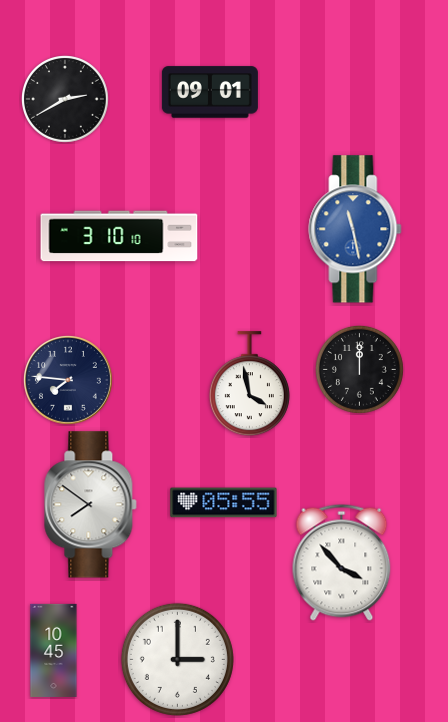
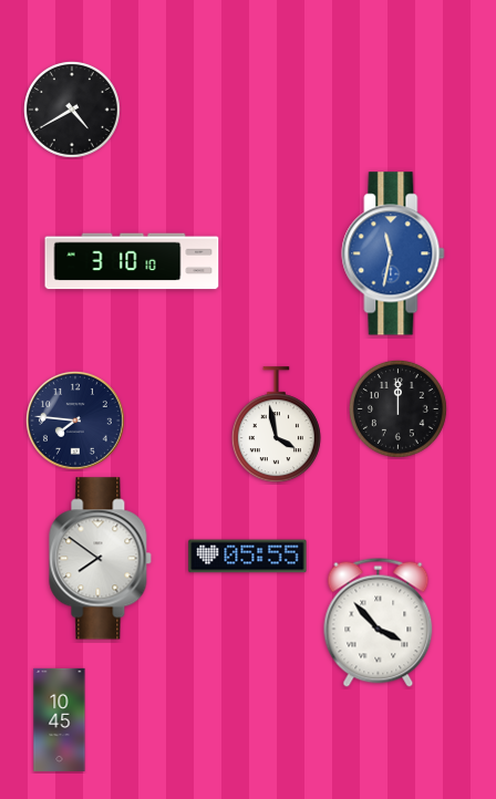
clock at (210, 92): 09:01 -> none
clock at (66, 100): 2:40 -> 4:40
clock at (355, 229): 11:28 -> 11:32
clock at (177, 659): 3:00 -> none
